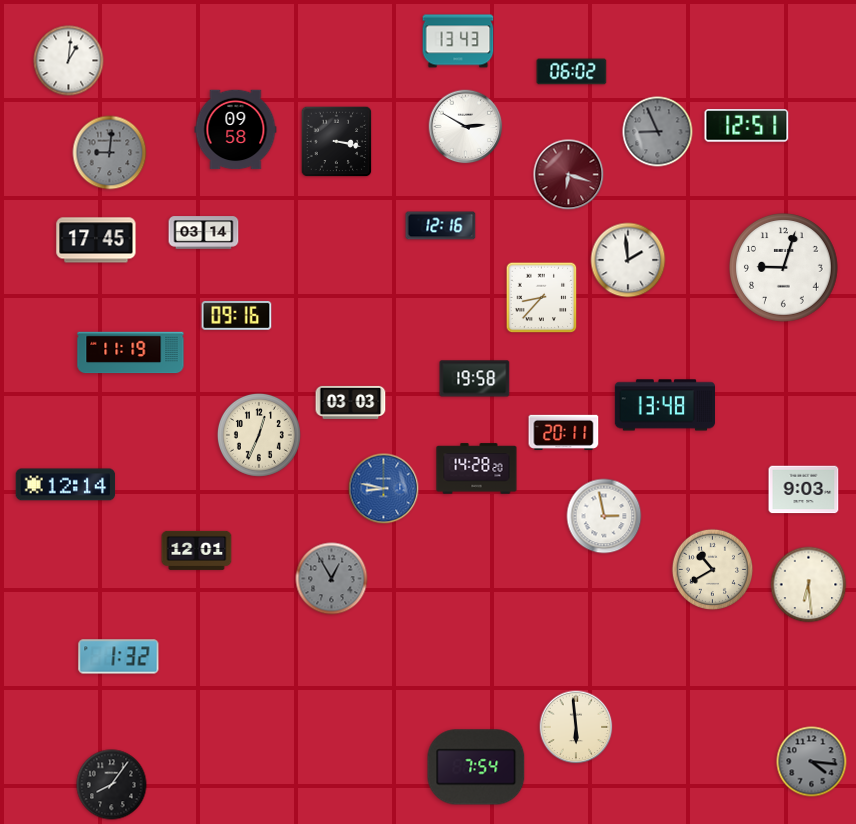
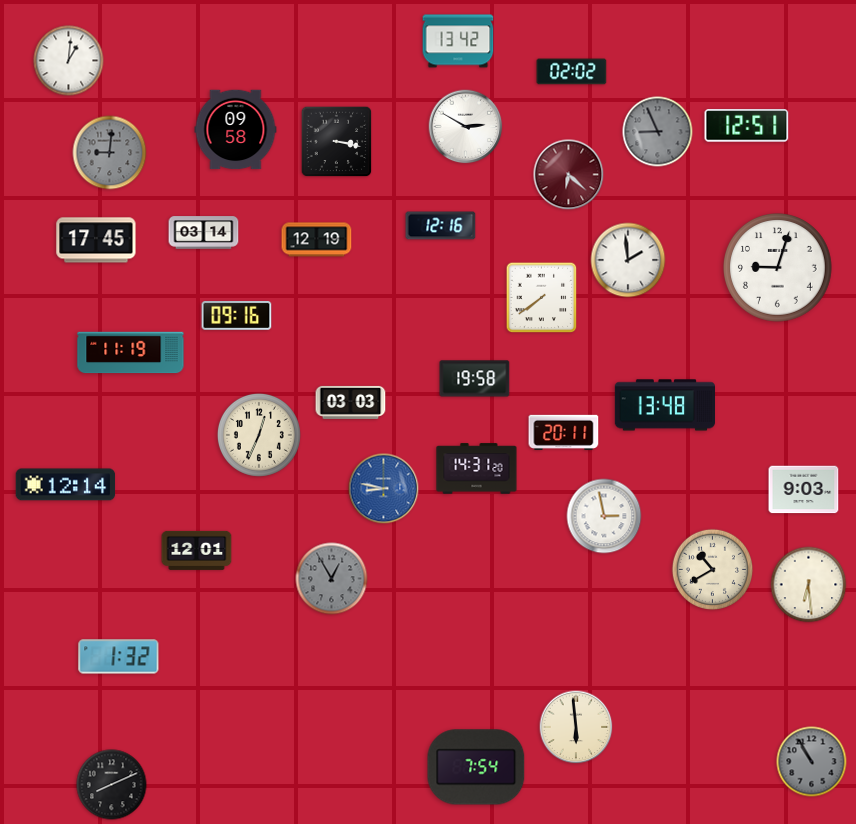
clock at (458, 41): 13:43 -> 13:42
clock at (572, 72): 06:02 -> 02:02
clock at (569, 175): 6:18 -> 6:22
clock at (317, 240): none -> 12:19
clock at (784, 268) position: (784, 268) -> (778, 268)
clock at (542, 298): 8:37 -> 7:39
clock at (477, 469): 14:28 -> 14:31
clock at (812, 762): 4:16 -> 10:55
clock at (112, 785): 8:06 -> 8:11
